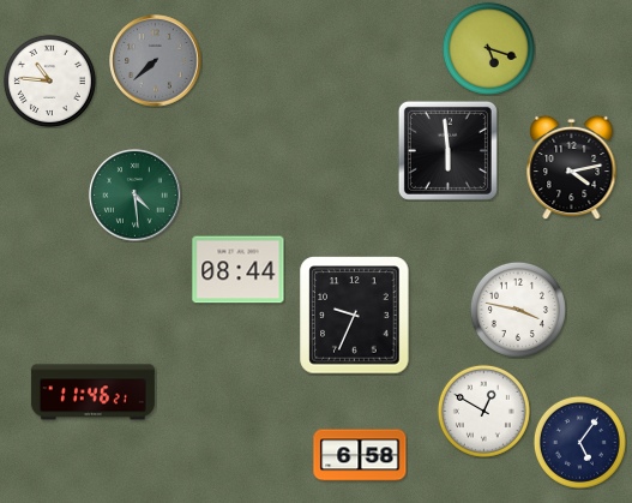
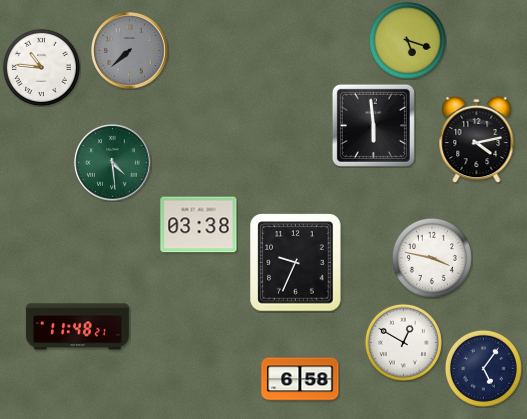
clock at (239, 270): 08:44 -> 03:38
clock at (92, 393): 11:46 -> 11:48
